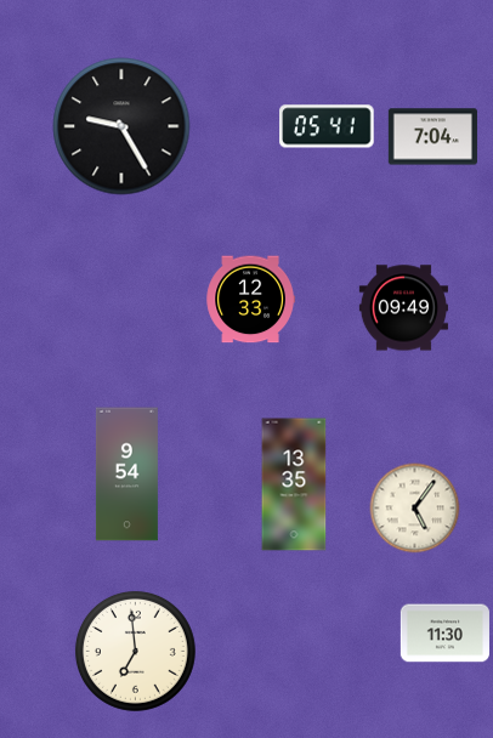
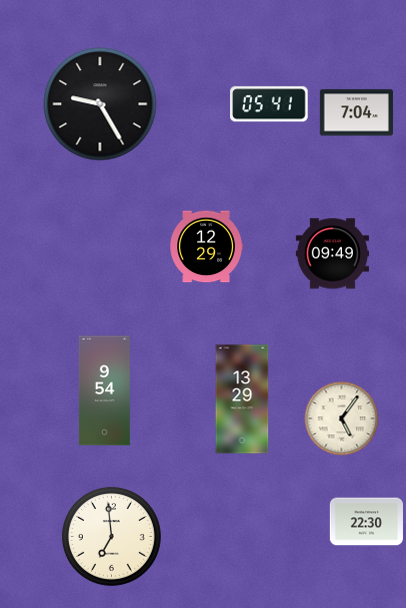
clock at (250, 300): 12:33 -> 12:29
clock at (294, 484): 13:35 -> 13:29
clock at (444, 634): 11:30 -> 22:30
